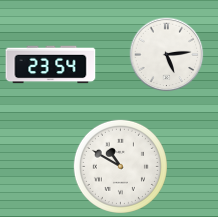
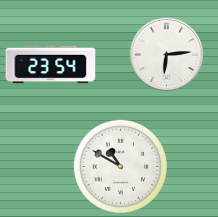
clock at (167, 55): 5:14 -> 6:14
